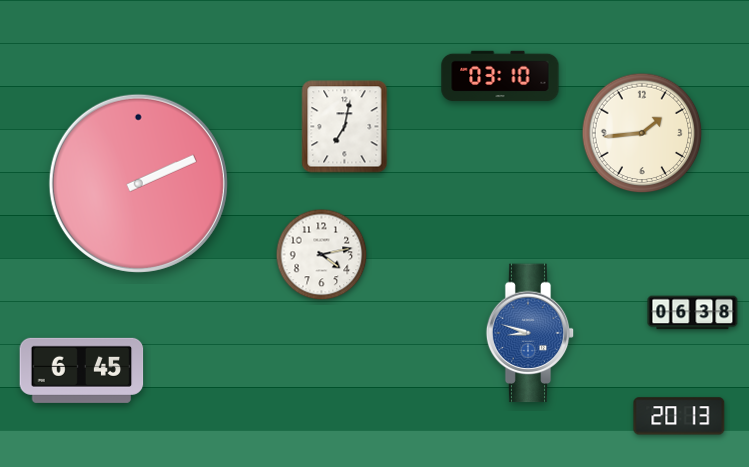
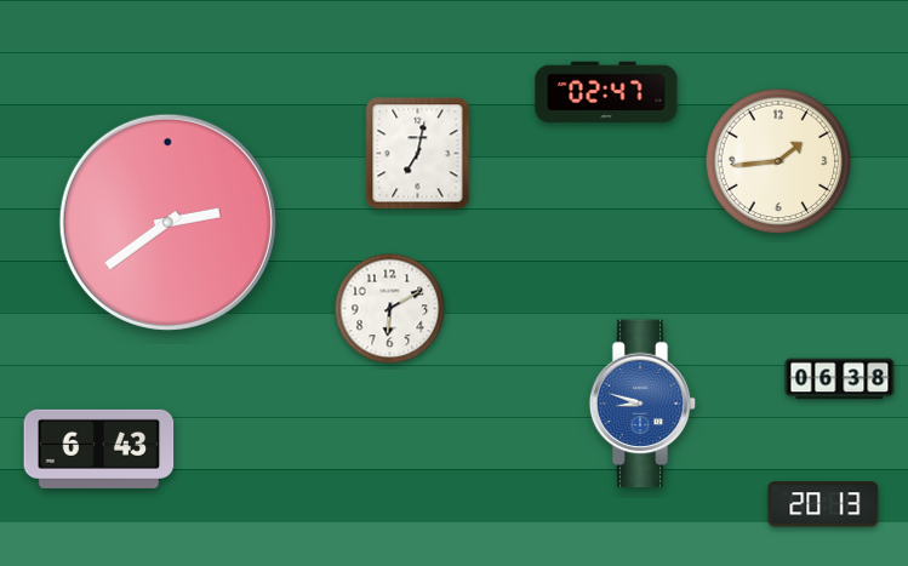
clock at (500, 76): 03:10 -> 02:47
clock at (138, 183): 2:11 -> 2:39
clock at (322, 255): 4:13 -> 6:10
clock at (82, 370): 6:45 -> 6:43
